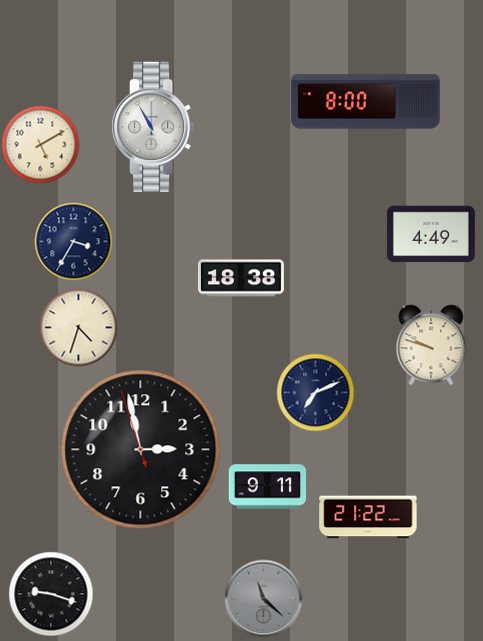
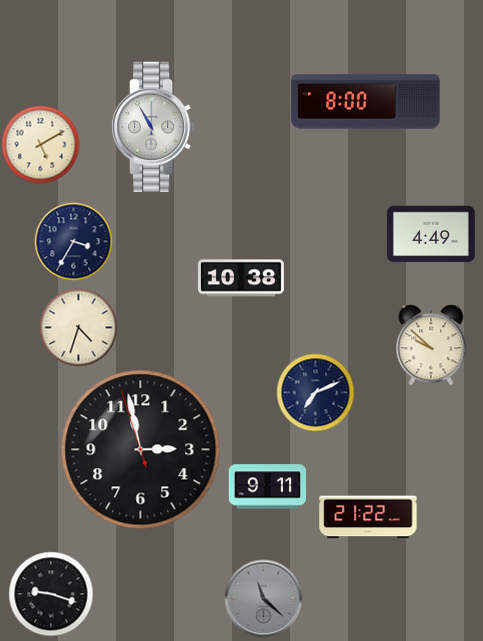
clock at (241, 278): 18:38 -> 10:38
clock at (431, 345): 9:48 -> 9:52
